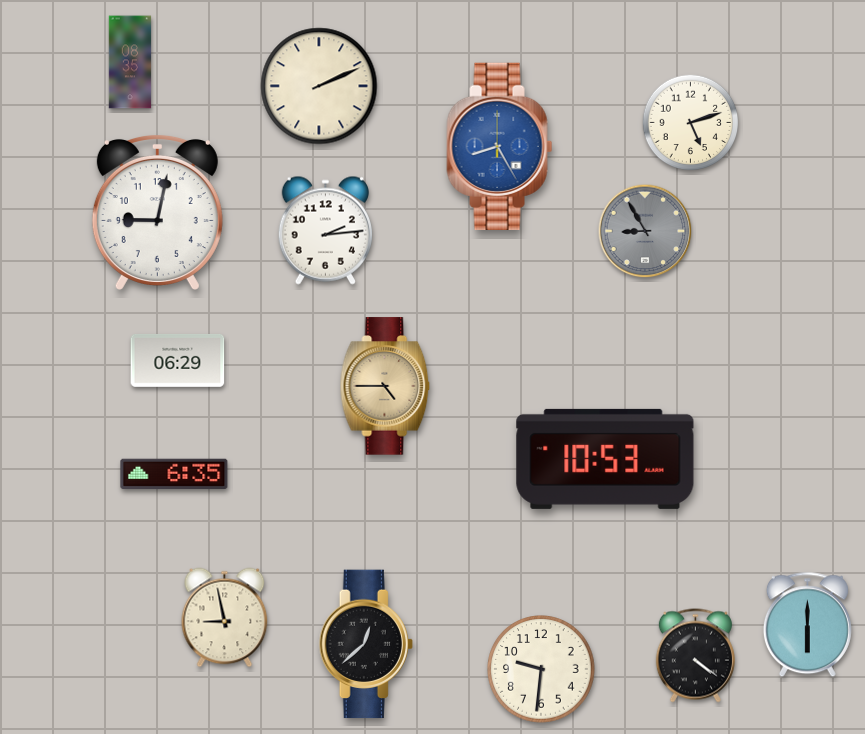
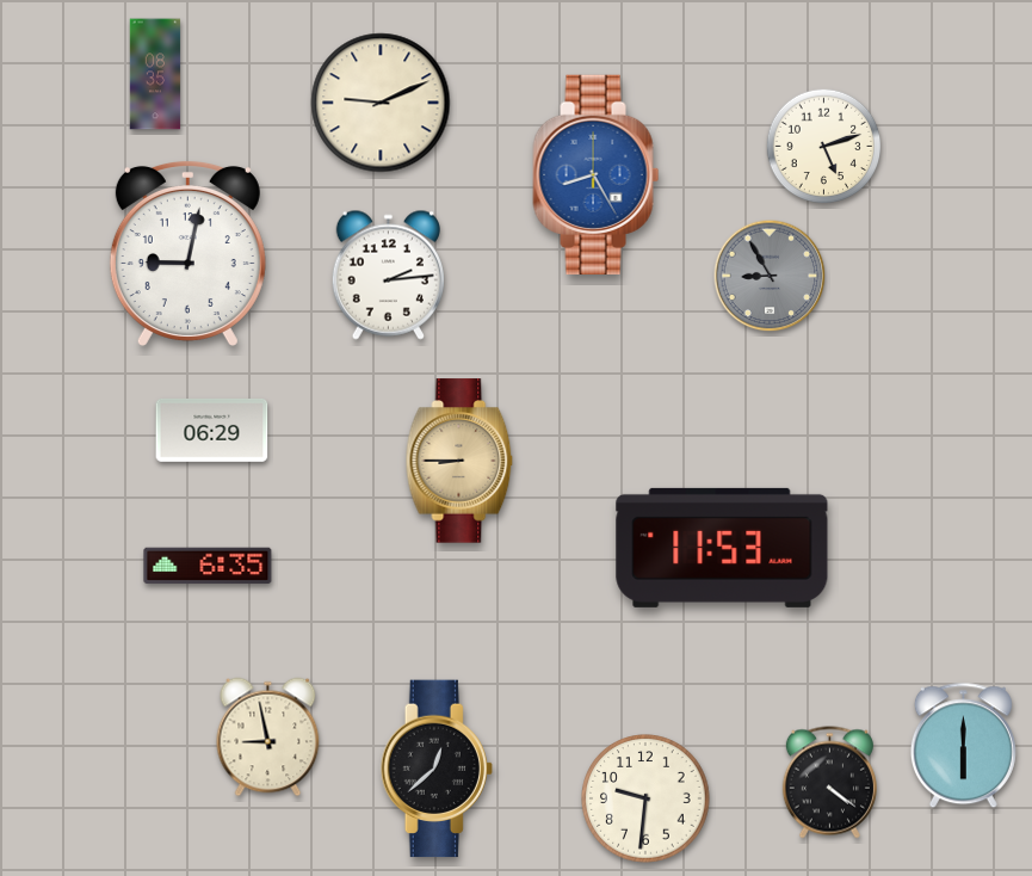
clock at (319, 86): 2:11 -> 9:11
clock at (385, 386): 4:45 -> 8:45
clock at (605, 459): 10:53 -> 11:53
